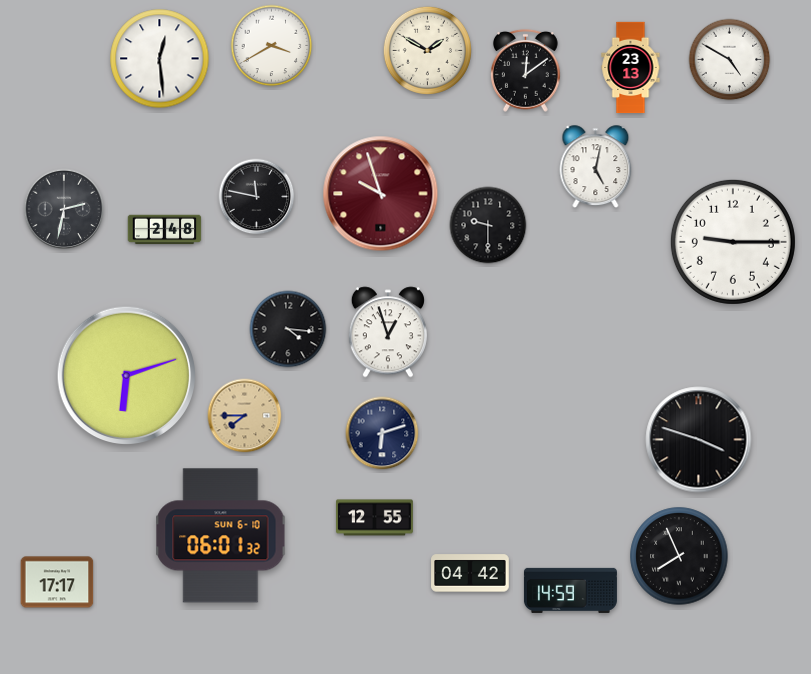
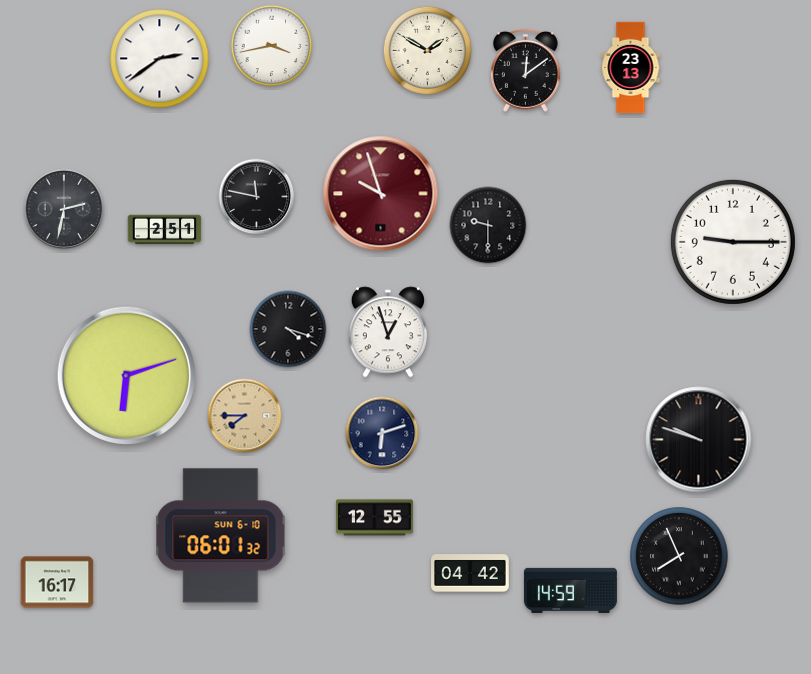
clock at (272, 46): 3:40 -> 3:43
clock at (160, 59): 12:29 -> 2:39
clock at (730, 60): 4:50 -> none
clock at (596, 166): 5:02 -> none
clock at (165, 230): 2:48 -> 2:51
clock at (288, 329): 4:16 -> 4:18
clock at (699, 440): 3:48 -> 9:48
clock at (57, 582): 17:17 -> 16:17
